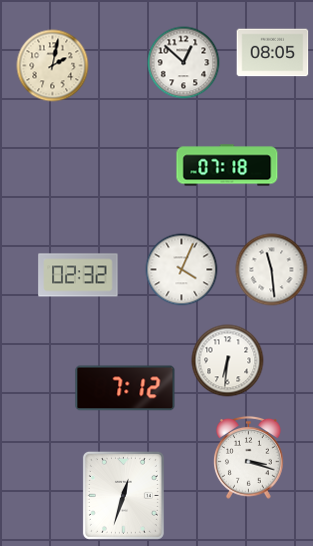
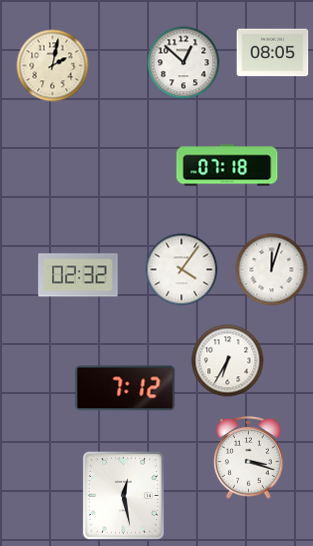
clock at (182, 270): 4:04 -> 4:06
clock at (272, 270): 11:29 -> 12:03
clock at (228, 361): 6:31 -> 6:35
clock at (123, 495): 12:33 -> 12:28
